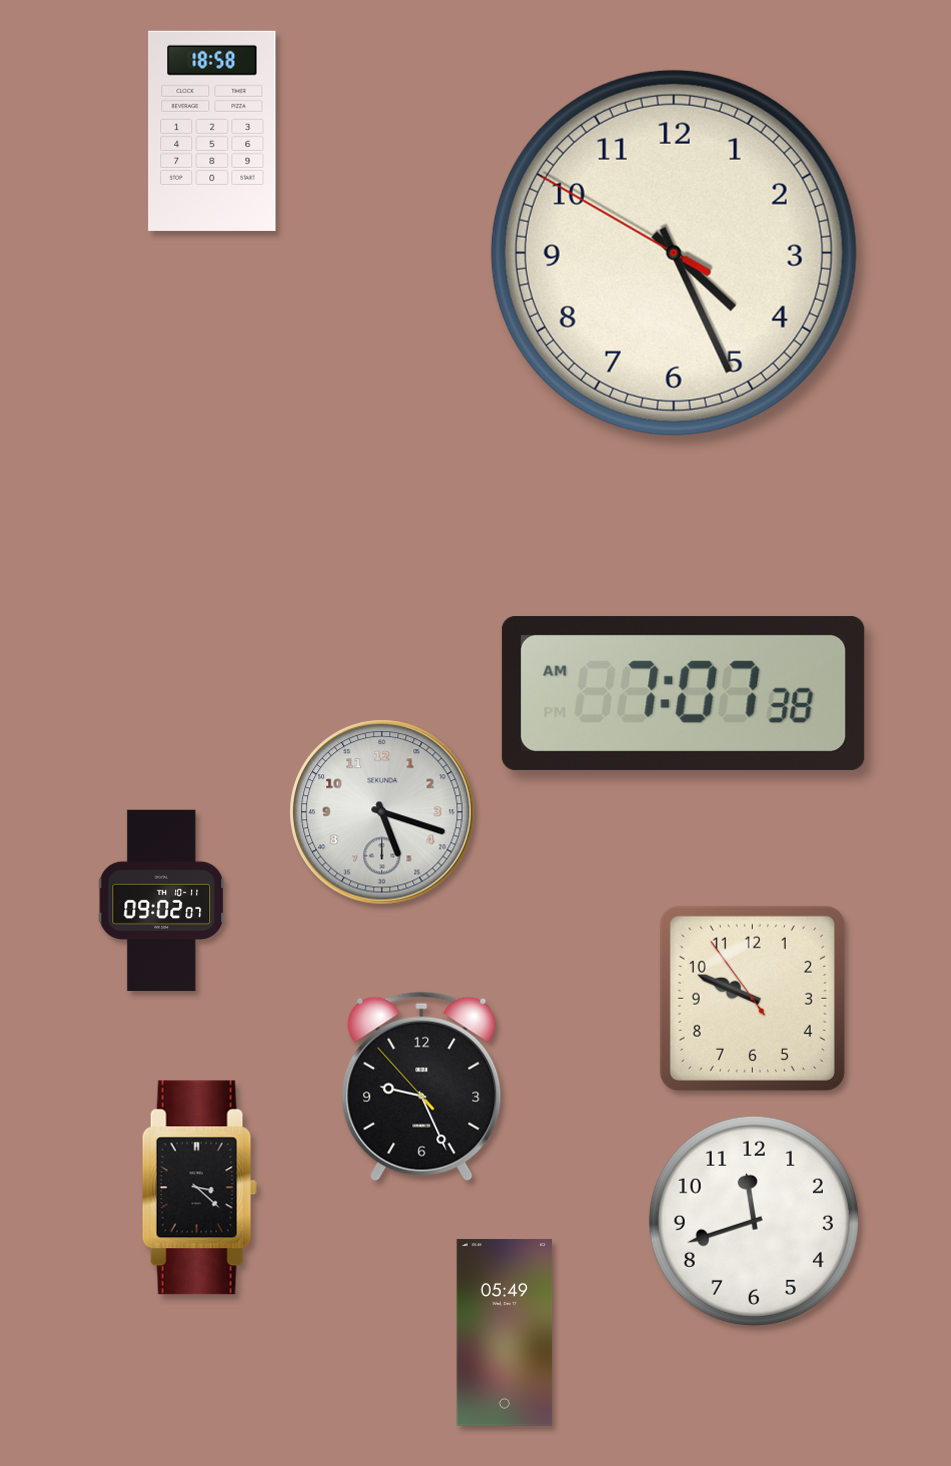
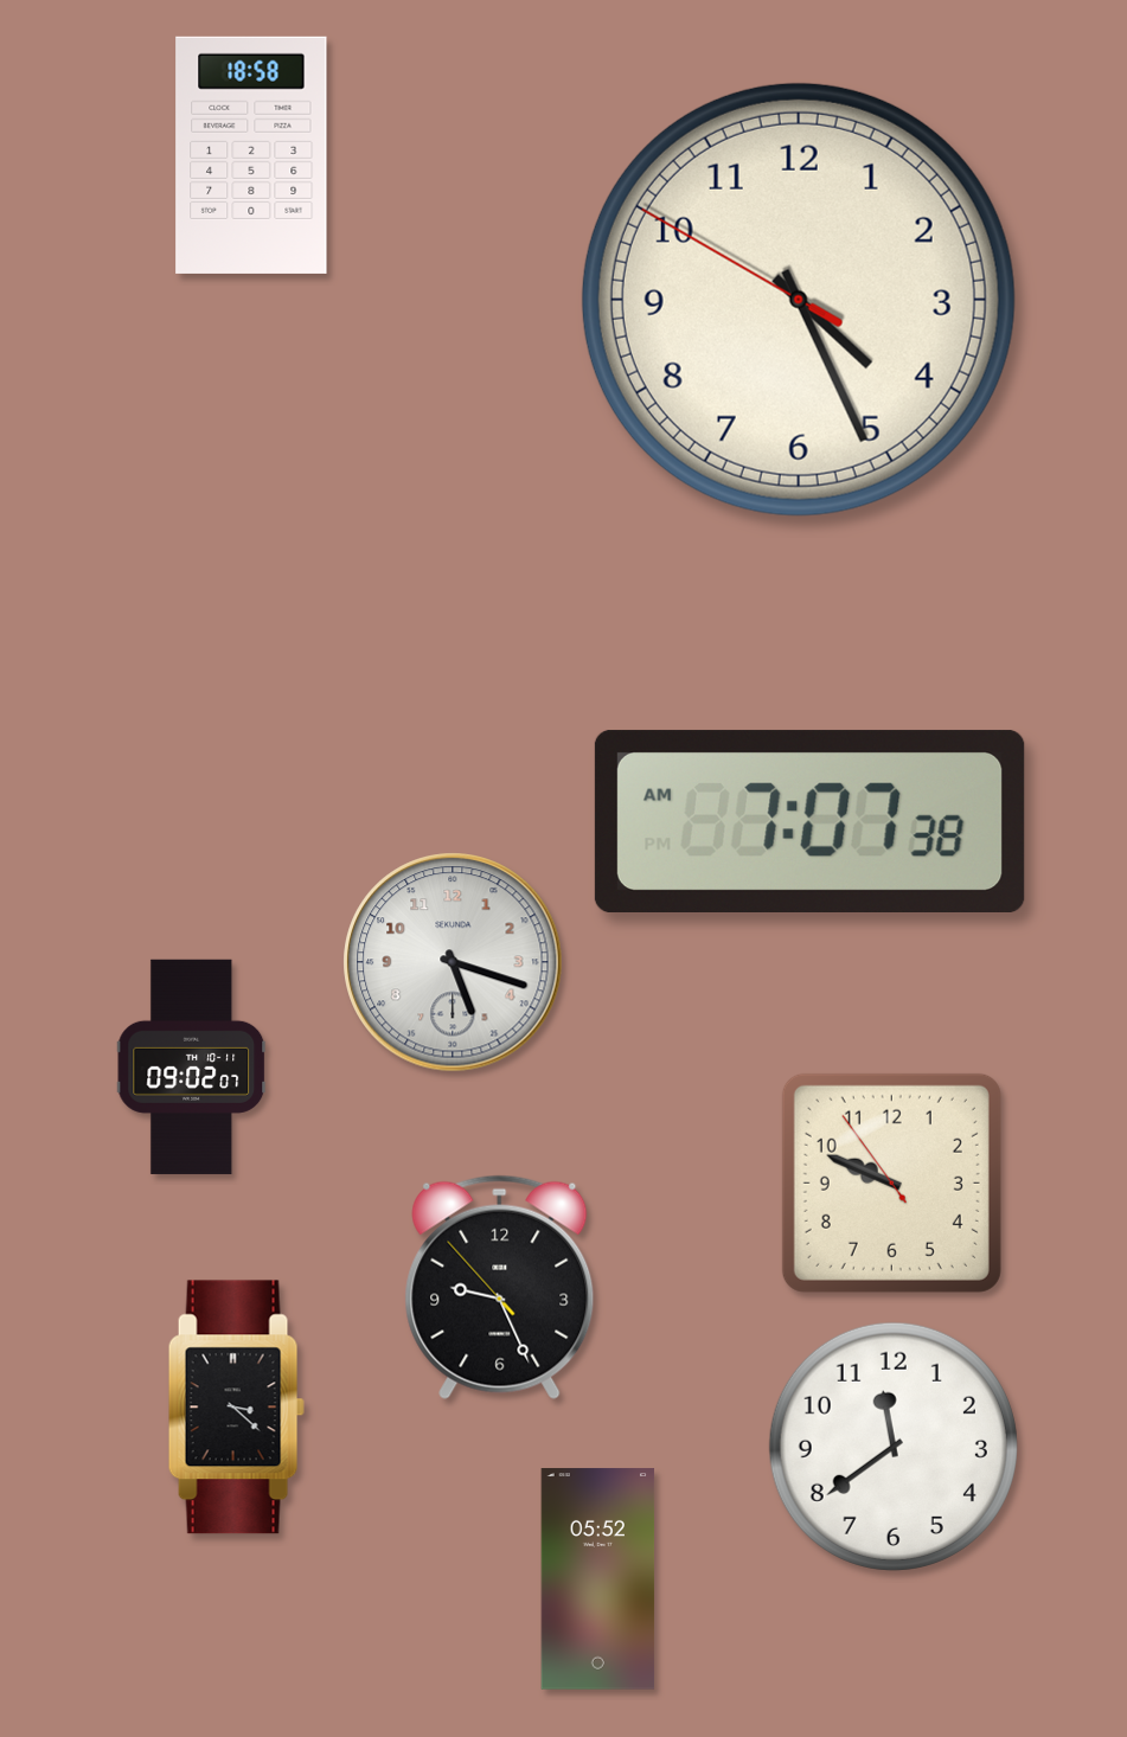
clock at (754, 1221): 11:42 -> 11:39
clock at (505, 1333): 05:49 -> 05:52
